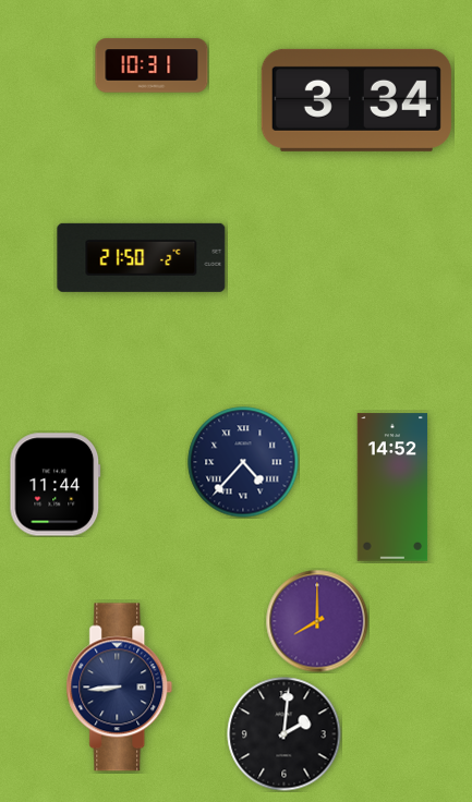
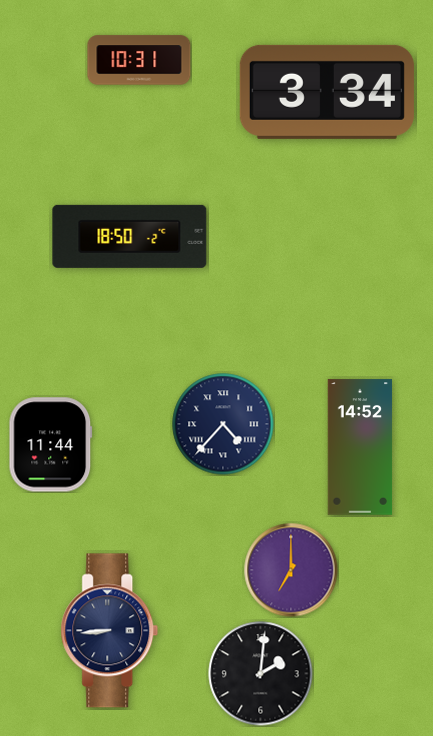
clock at (142, 257): 21:50 -> 18:50
clock at (317, 621): 8:00 -> 7:00
